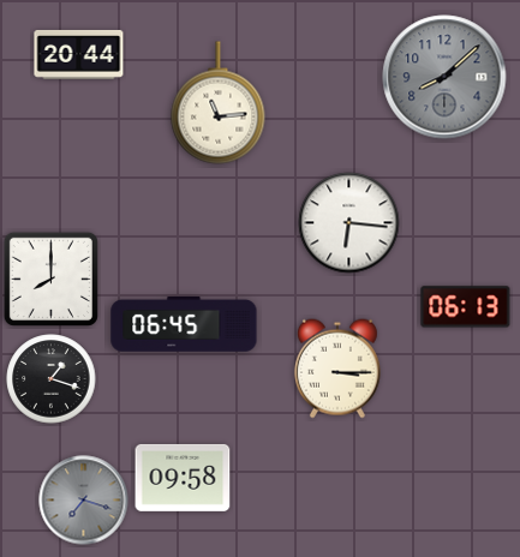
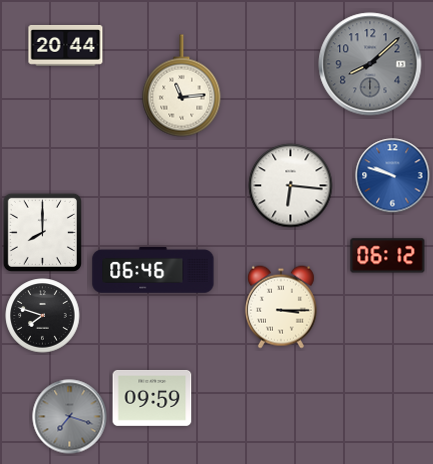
clock at (393, 176): none -> 9:48
clock at (466, 307): 06:13 -> 06:12
clock at (184, 325): 06:45 -> 06:46
clock at (52, 379): 1:18 -> 7:48
clock at (183, 478): 09:58 -> 09:59
